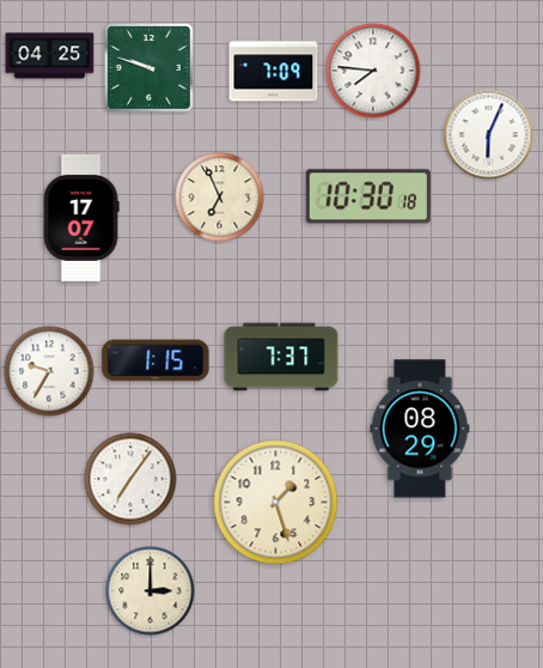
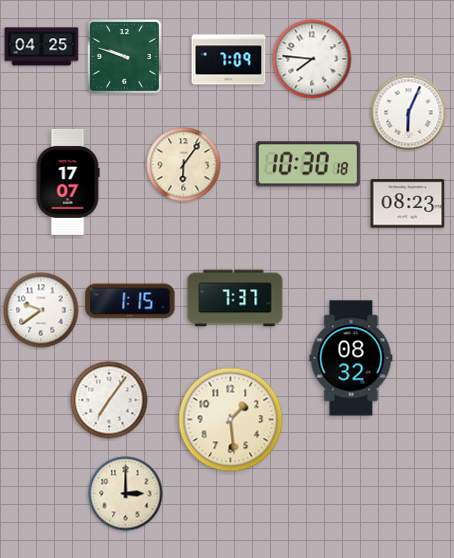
clock at (220, 198): 6:56 -> 6:06
clock at (408, 204): none -> 08:23
clock at (49, 371): 9:35 -> 9:39
clock at (420, 429): 08:29 -> 08:32
clock at (276, 503): 1:27 -> 1:29
